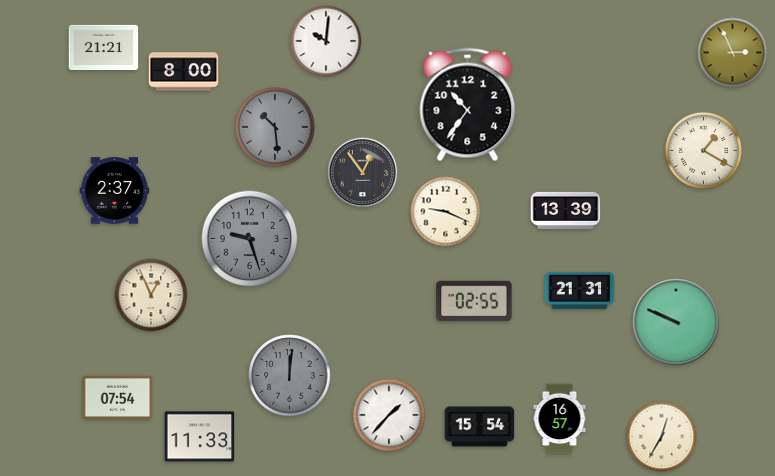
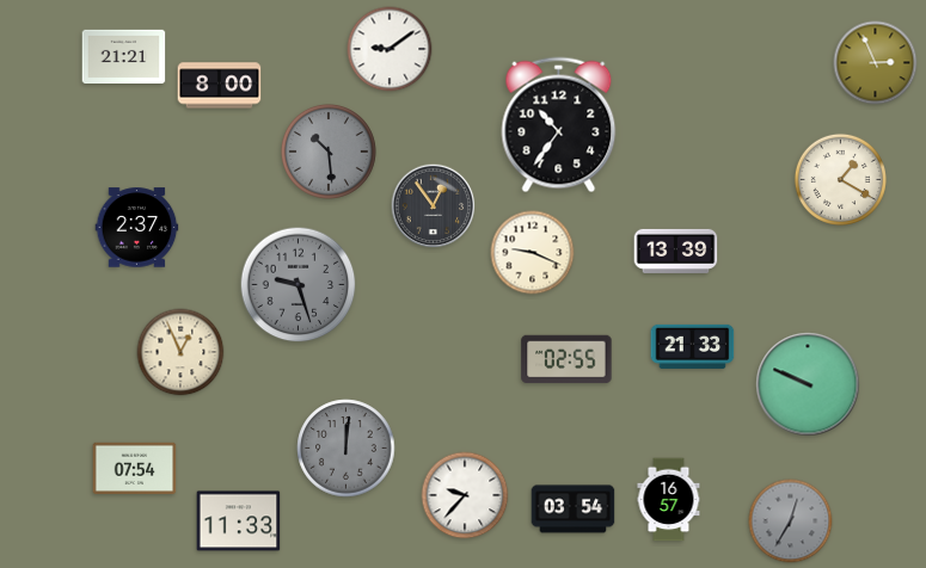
clock at (326, 41): 10:01 -> 9:09
clock at (580, 290): 21:31 -> 21:33
clock at (118, 397) position: (118, 397) -> (135, 468)
clock at (389, 415): 1:37 -> 9:37
clock at (480, 427): 15:54 -> 03:54
clock at (662, 437) dial: cream -> grey
